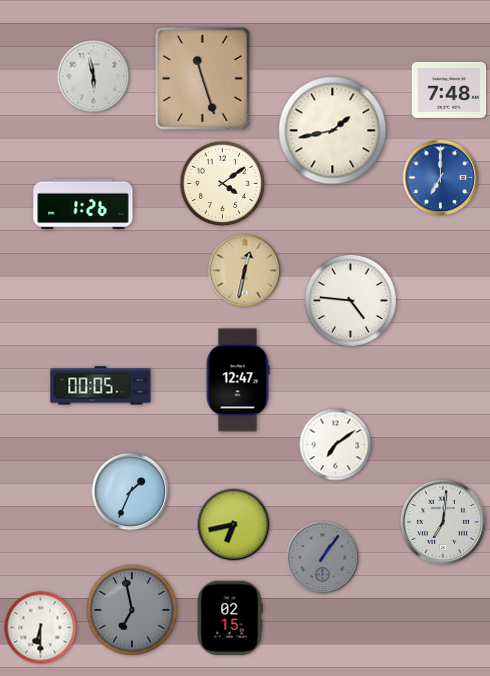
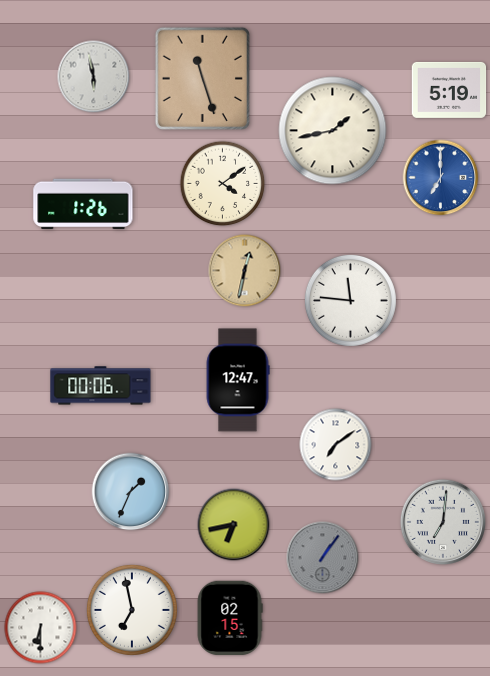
clock at (449, 90): 7:48 -> 5:19
clock at (350, 300): 4:46 -> 11:46
clock at (101, 386): 00:05 -> 00:06
clock at (132, 610) dial: grey -> white
